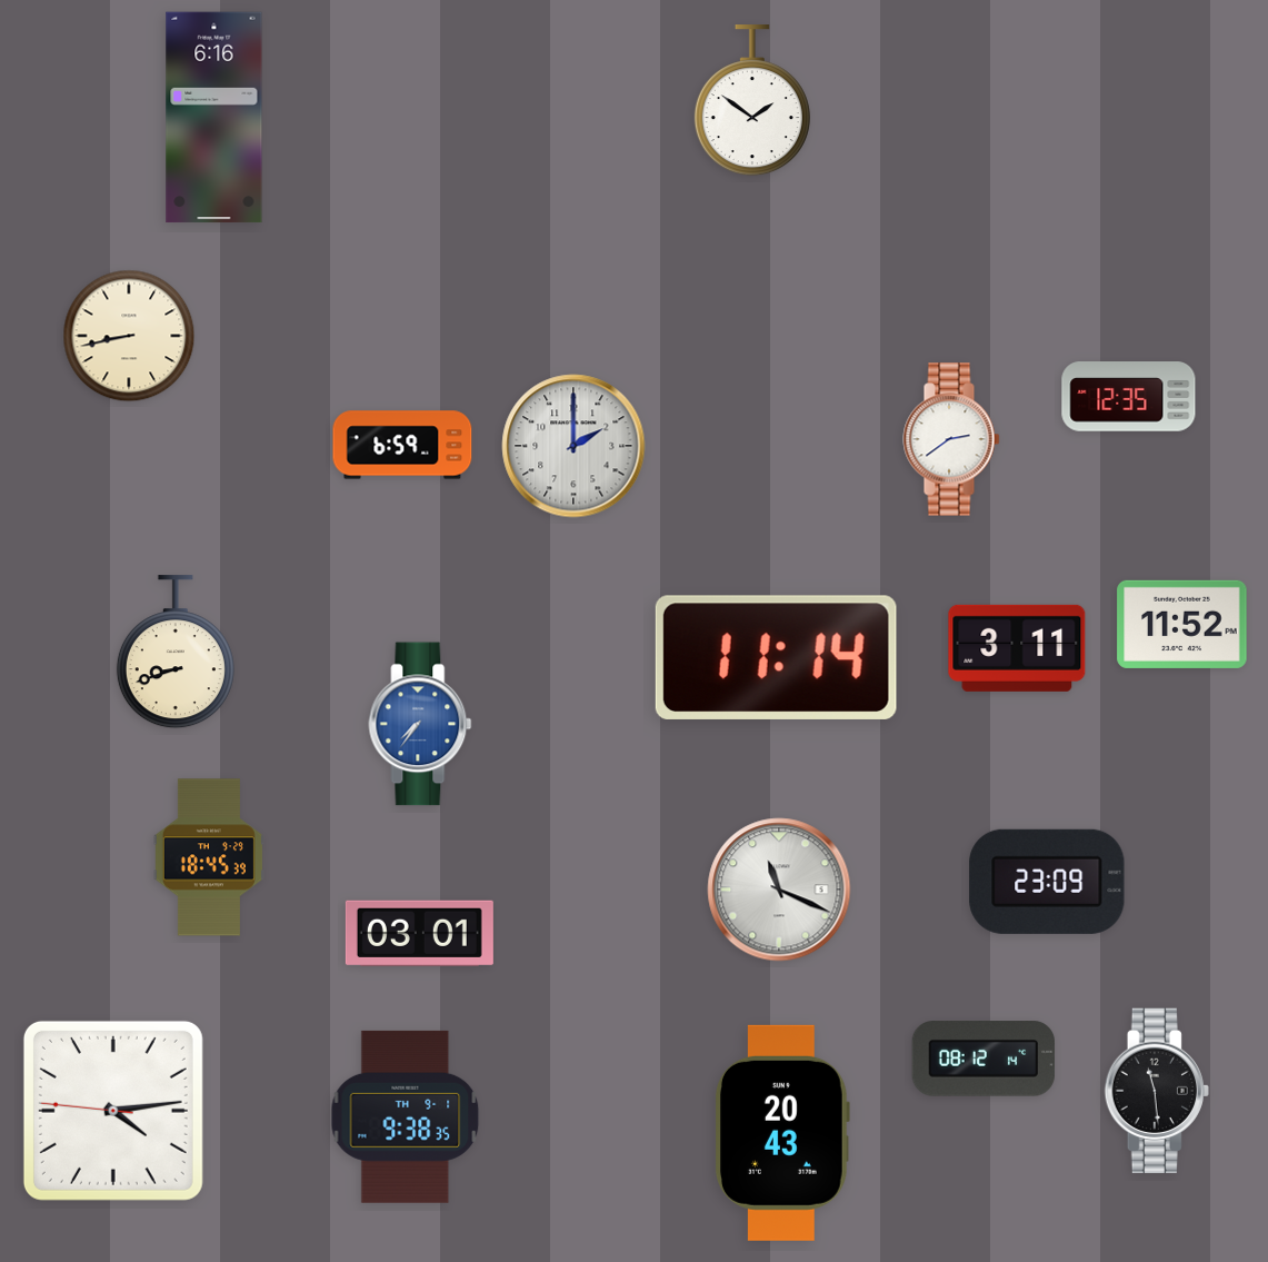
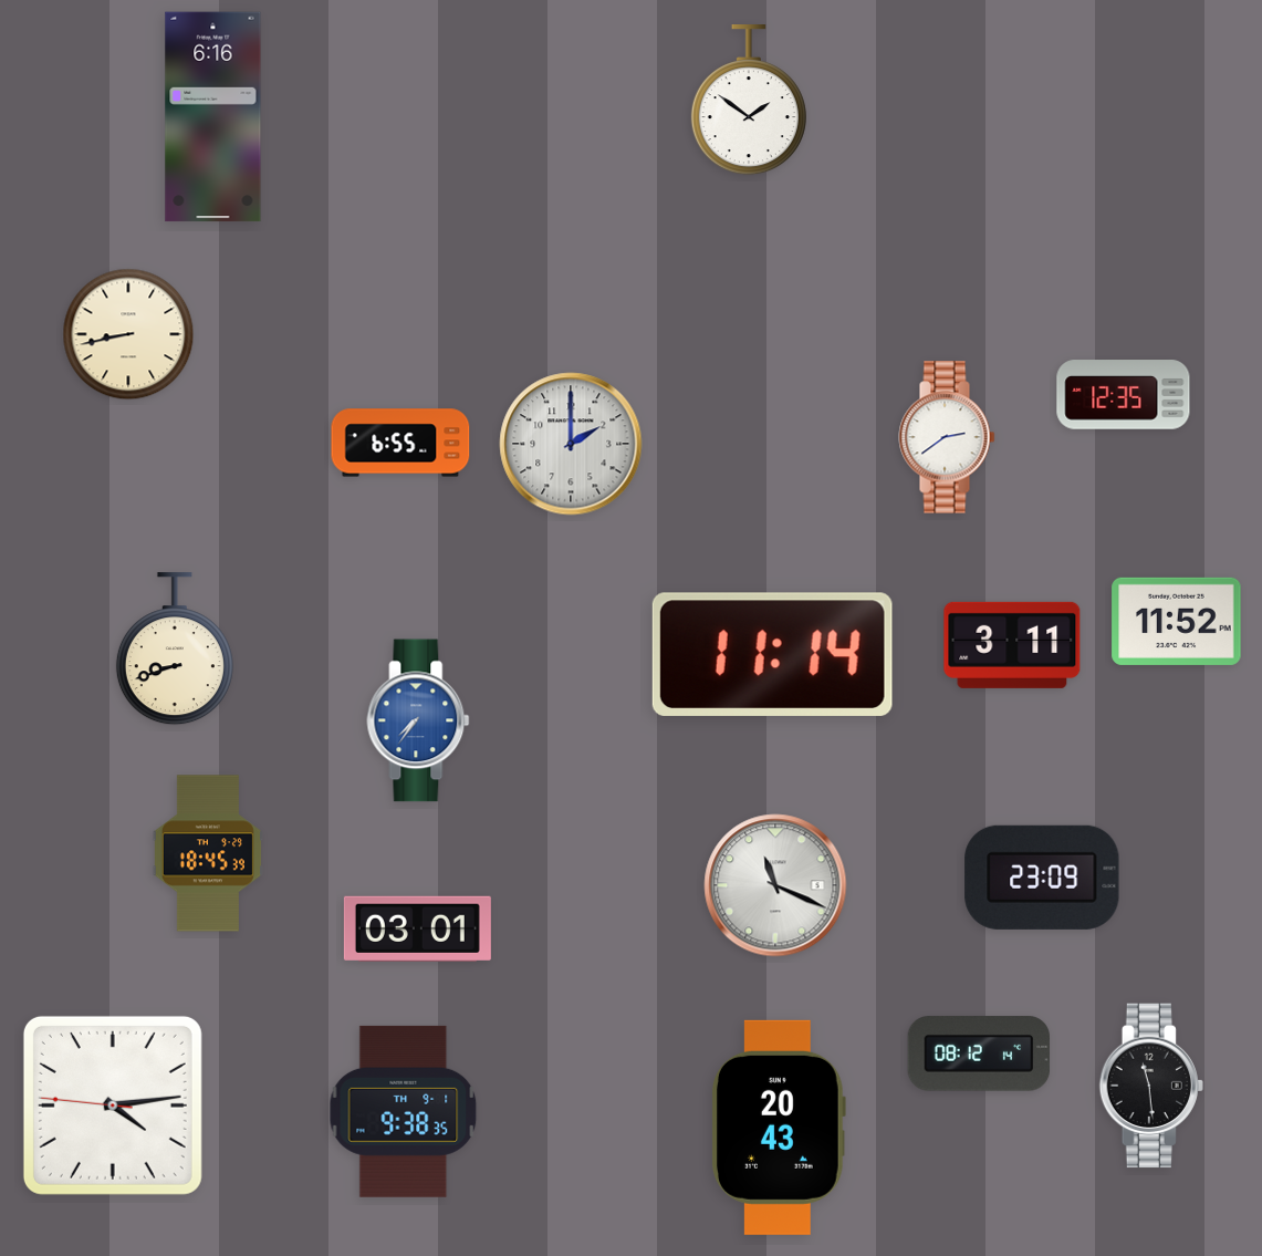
clock at (402, 445): 6:59 -> 6:55
